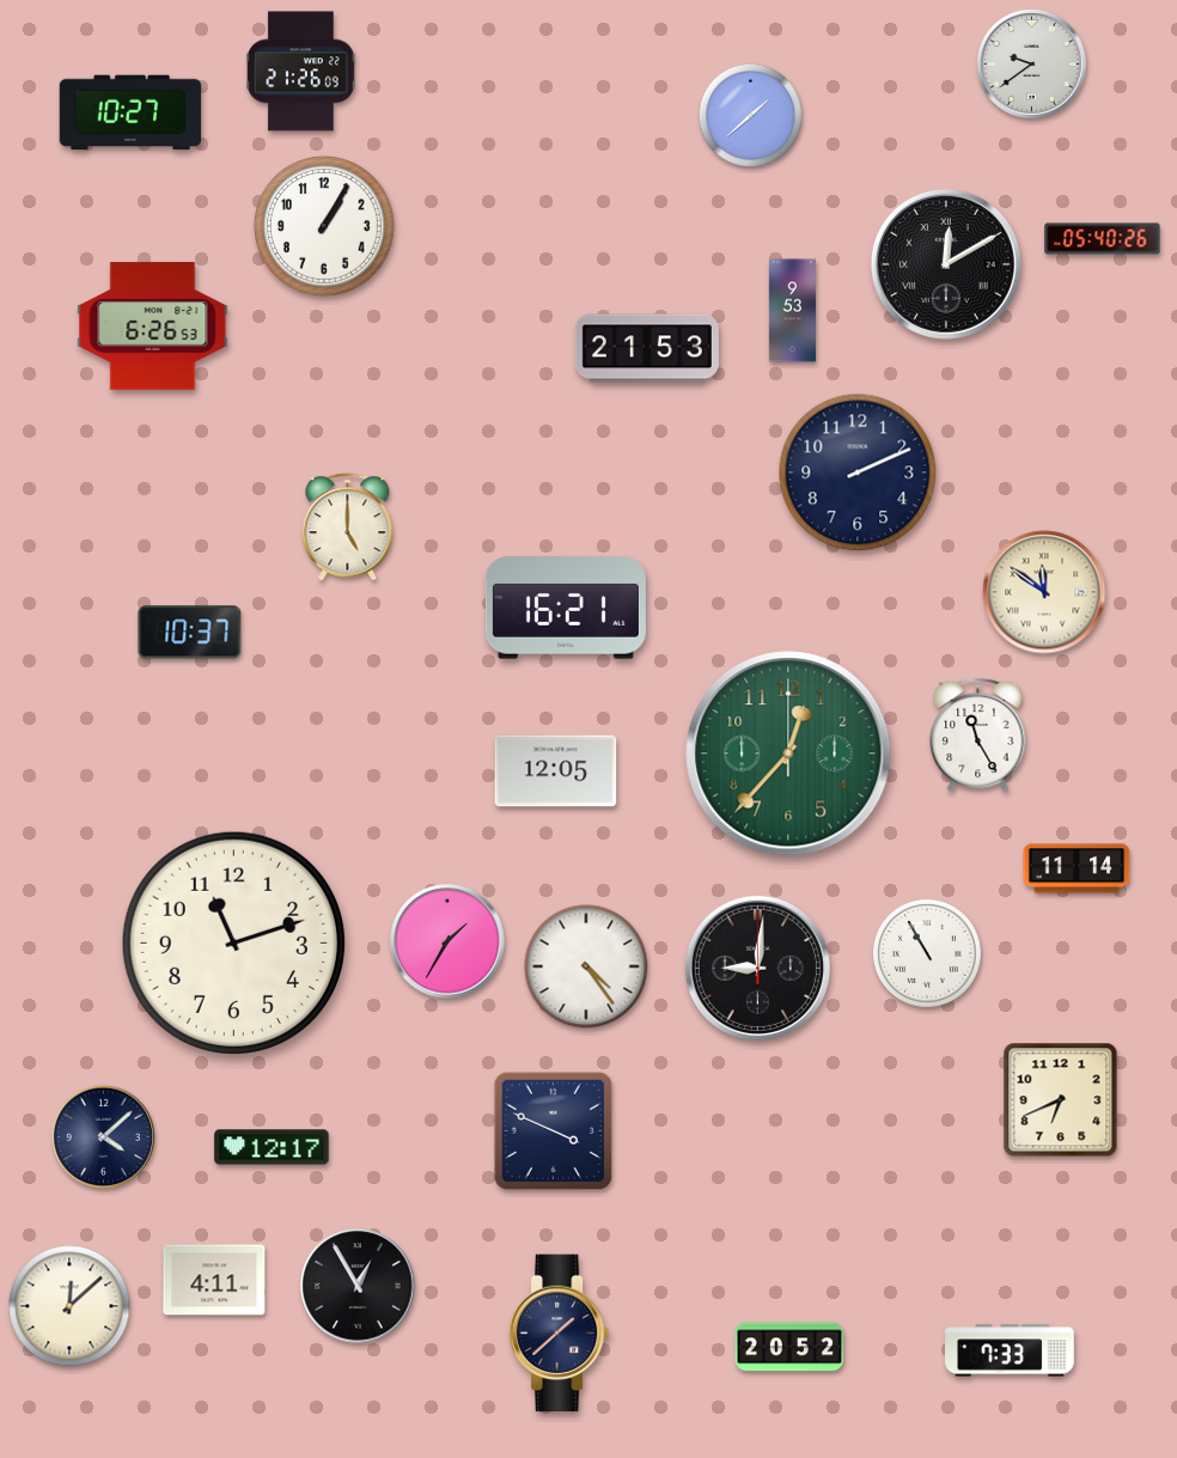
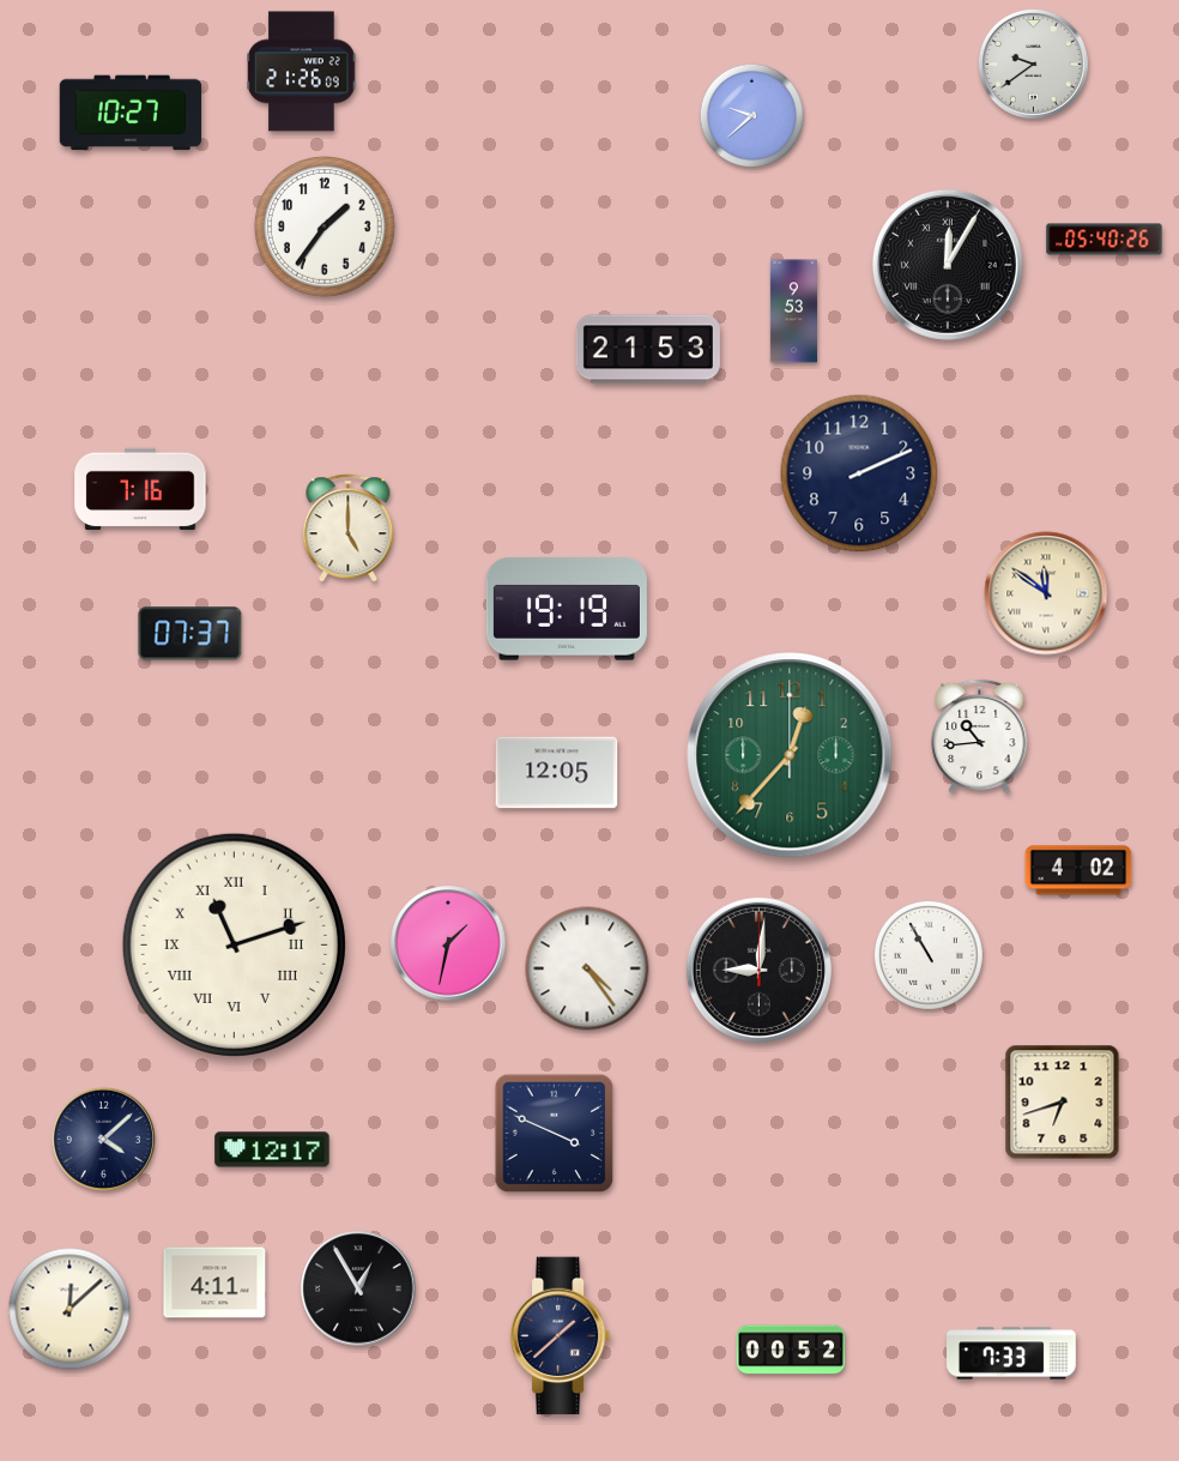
clock at (750, 115): 1:38 -> 9:38
clock at (325, 227): 1:05 -> 1:36
clock at (946, 264): 12:10 -> 12:05
clock at (153, 327): 6:26 -> none
clock at (140, 489): none -> 7:16
clock at (566, 608): 16:21 -> 19:19
clock at (190, 633): 10:37 -> 07:37
clock at (978, 736): 11:25 -> 10:44
clock at (1077, 868): 11:14 -> 4:02
clock at (447, 941): 1:35 -> 1:32
clock at (233, 942) numerals: Arabic -> Roman
clock at (1061, 1100): 6:41 -> 6:42
clock at (789, 1347): 20:52 -> 00:52
